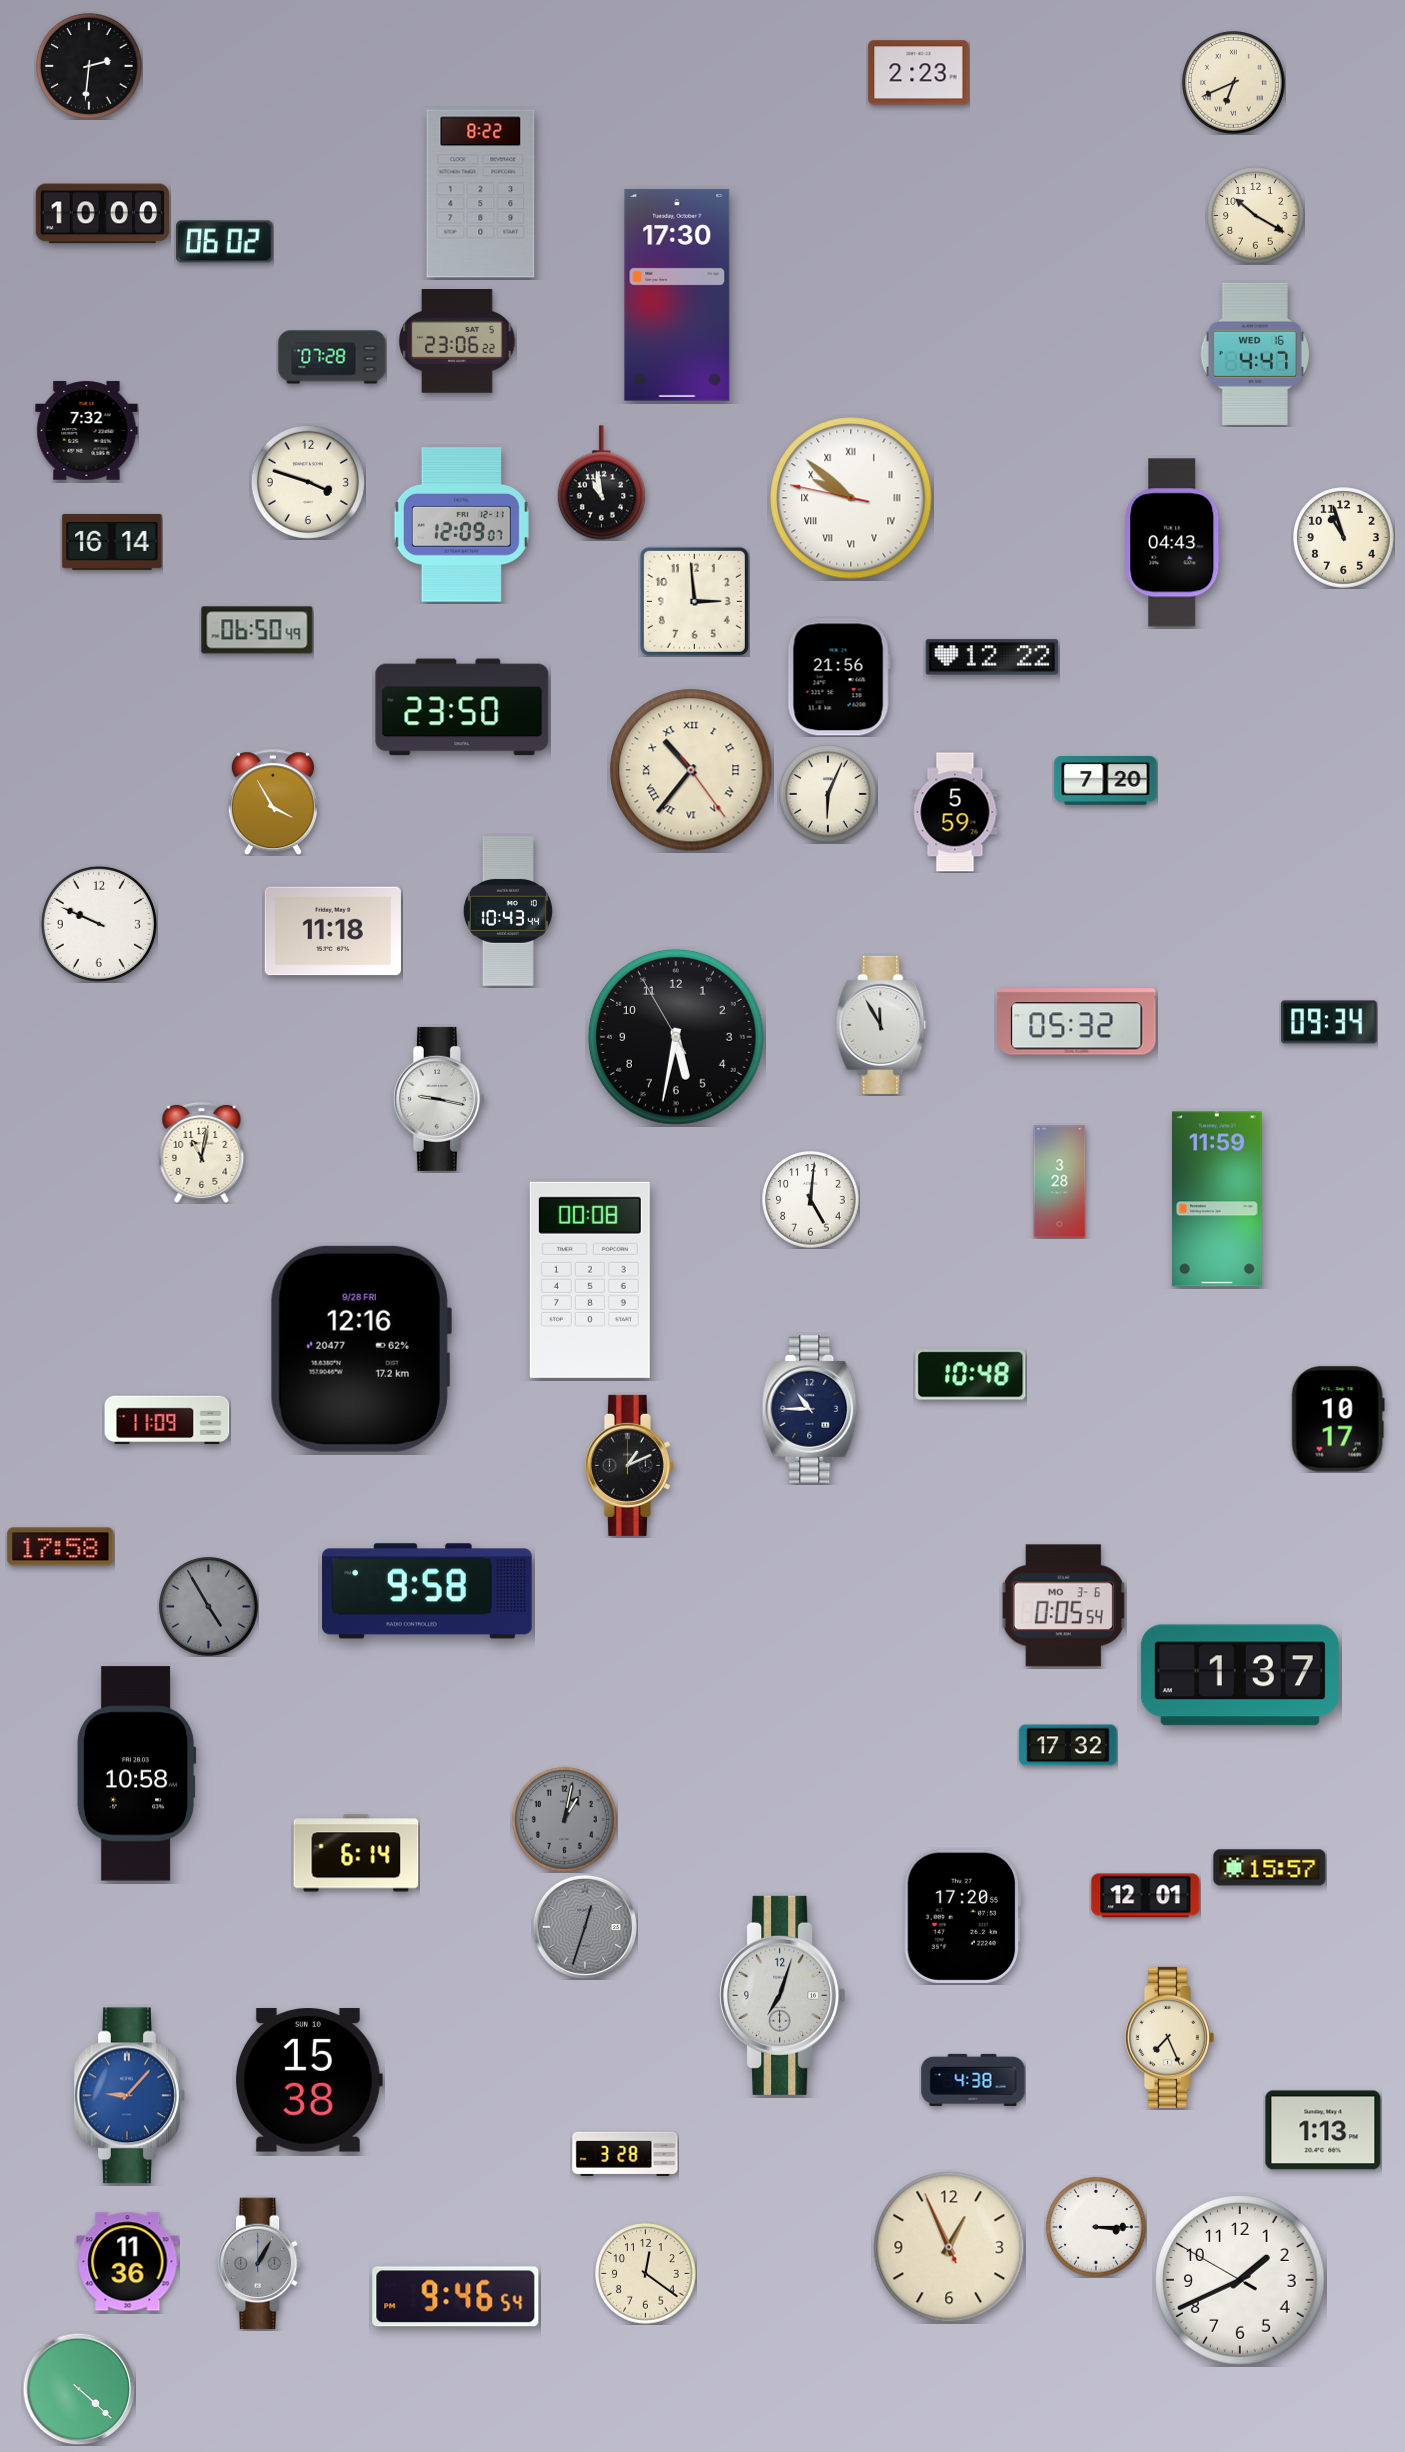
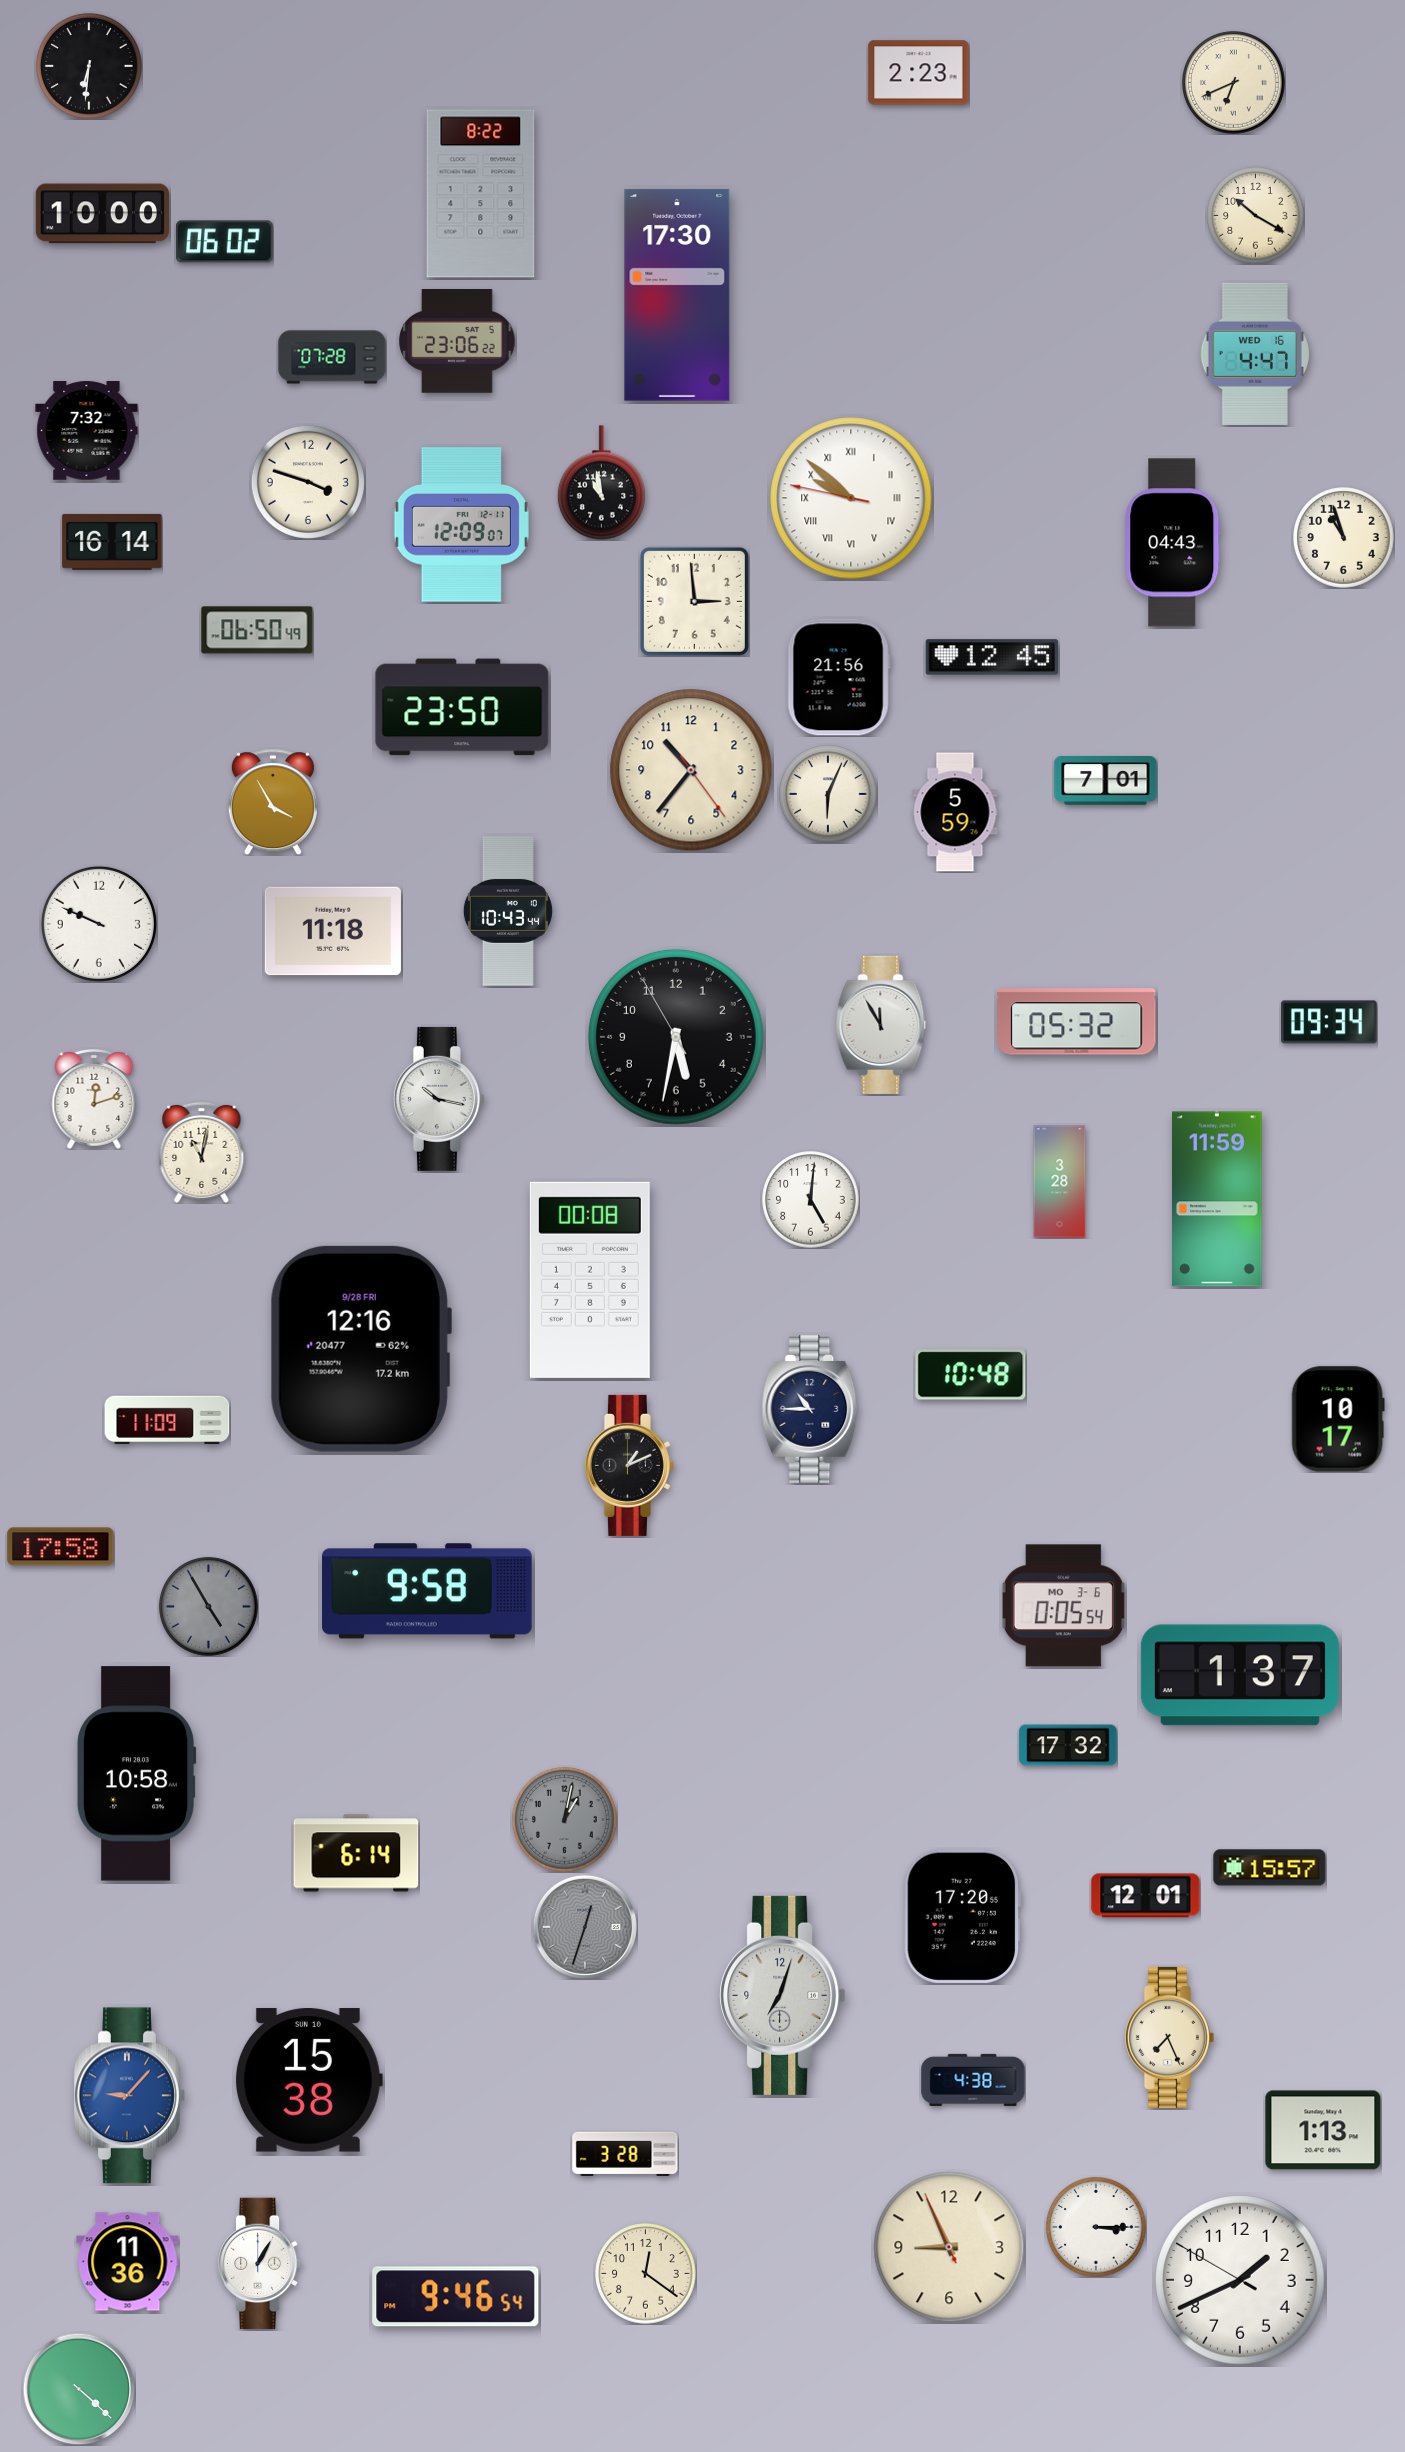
clock at (89, 66): 2:31 -> 6:31
clock at (992, 657): 12:22 -> 12:45
clock at (691, 770) numerals: Roman -> Arabic
clock at (1106, 781): 7:20 -> 7:01
clock at (439, 1099): 9:17 -> 10:17
clock at (94, 1100): none -> 12:12
clock at (949, 2247): 12:55 -> 8:55
clock at (260, 2264) dial: grey -> white
